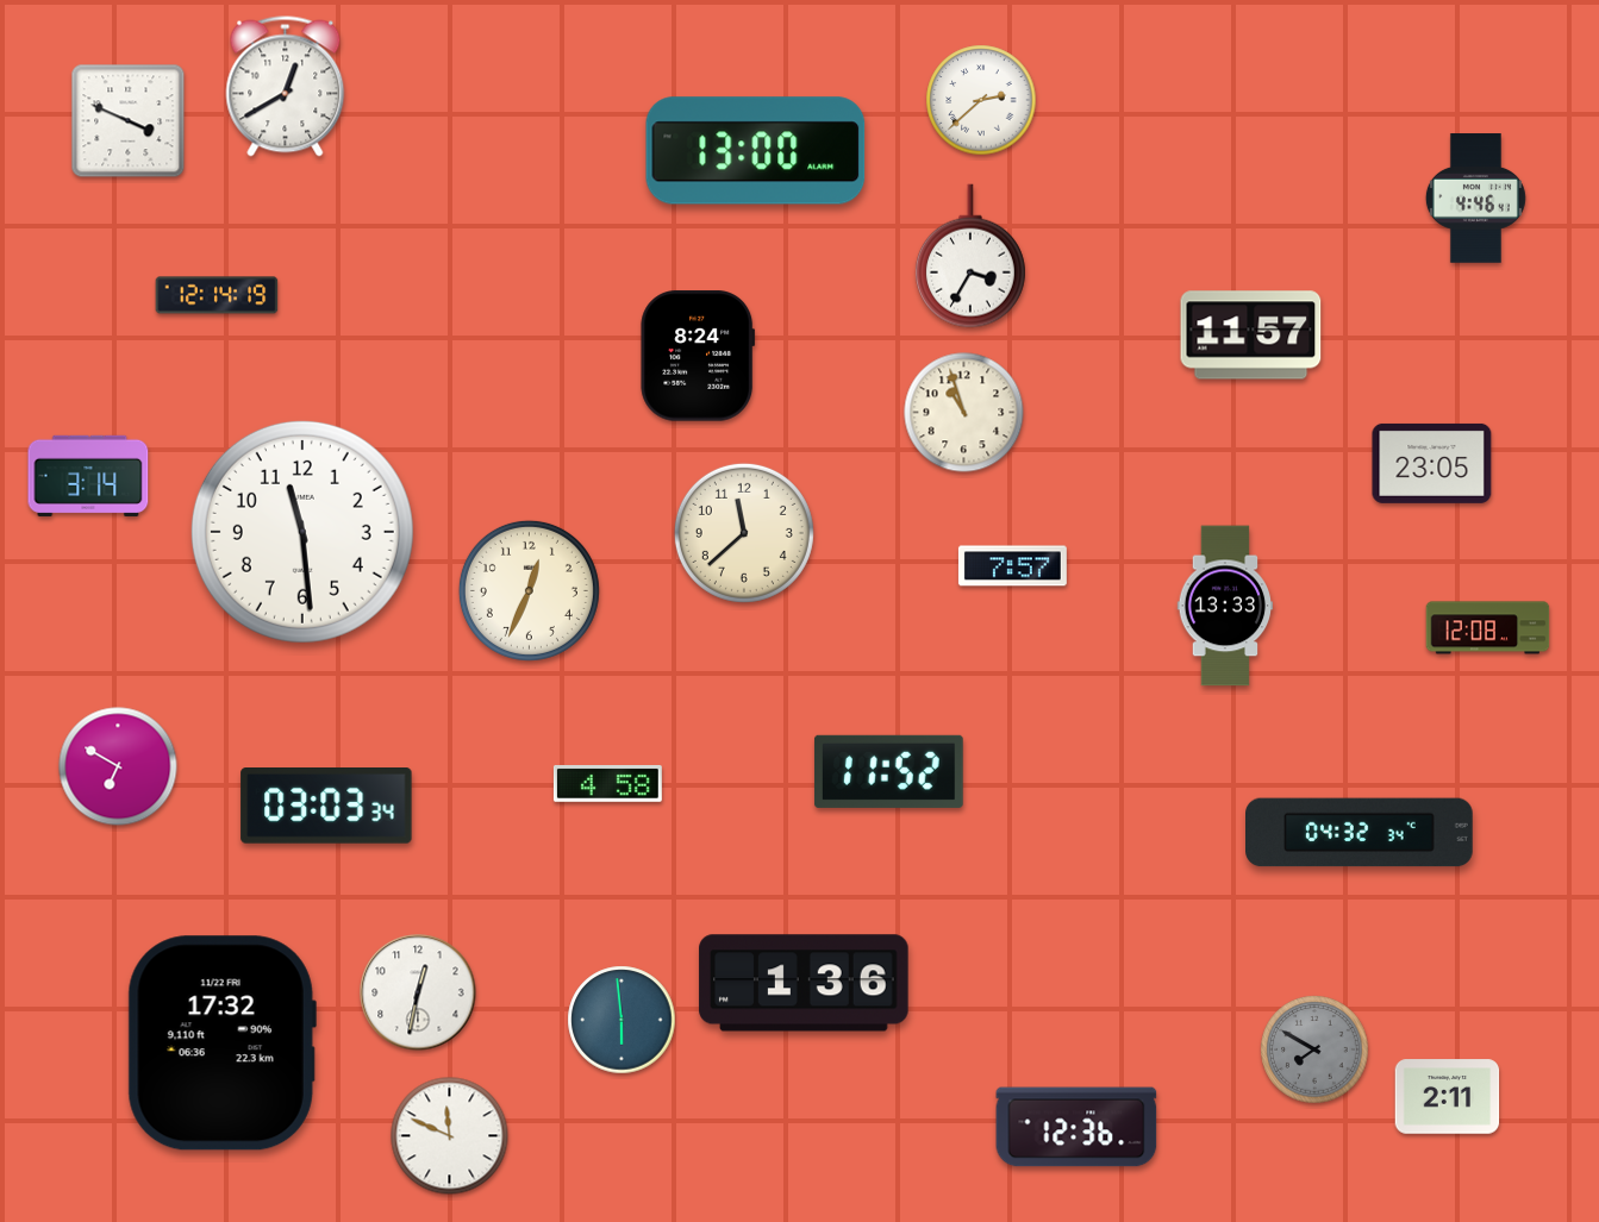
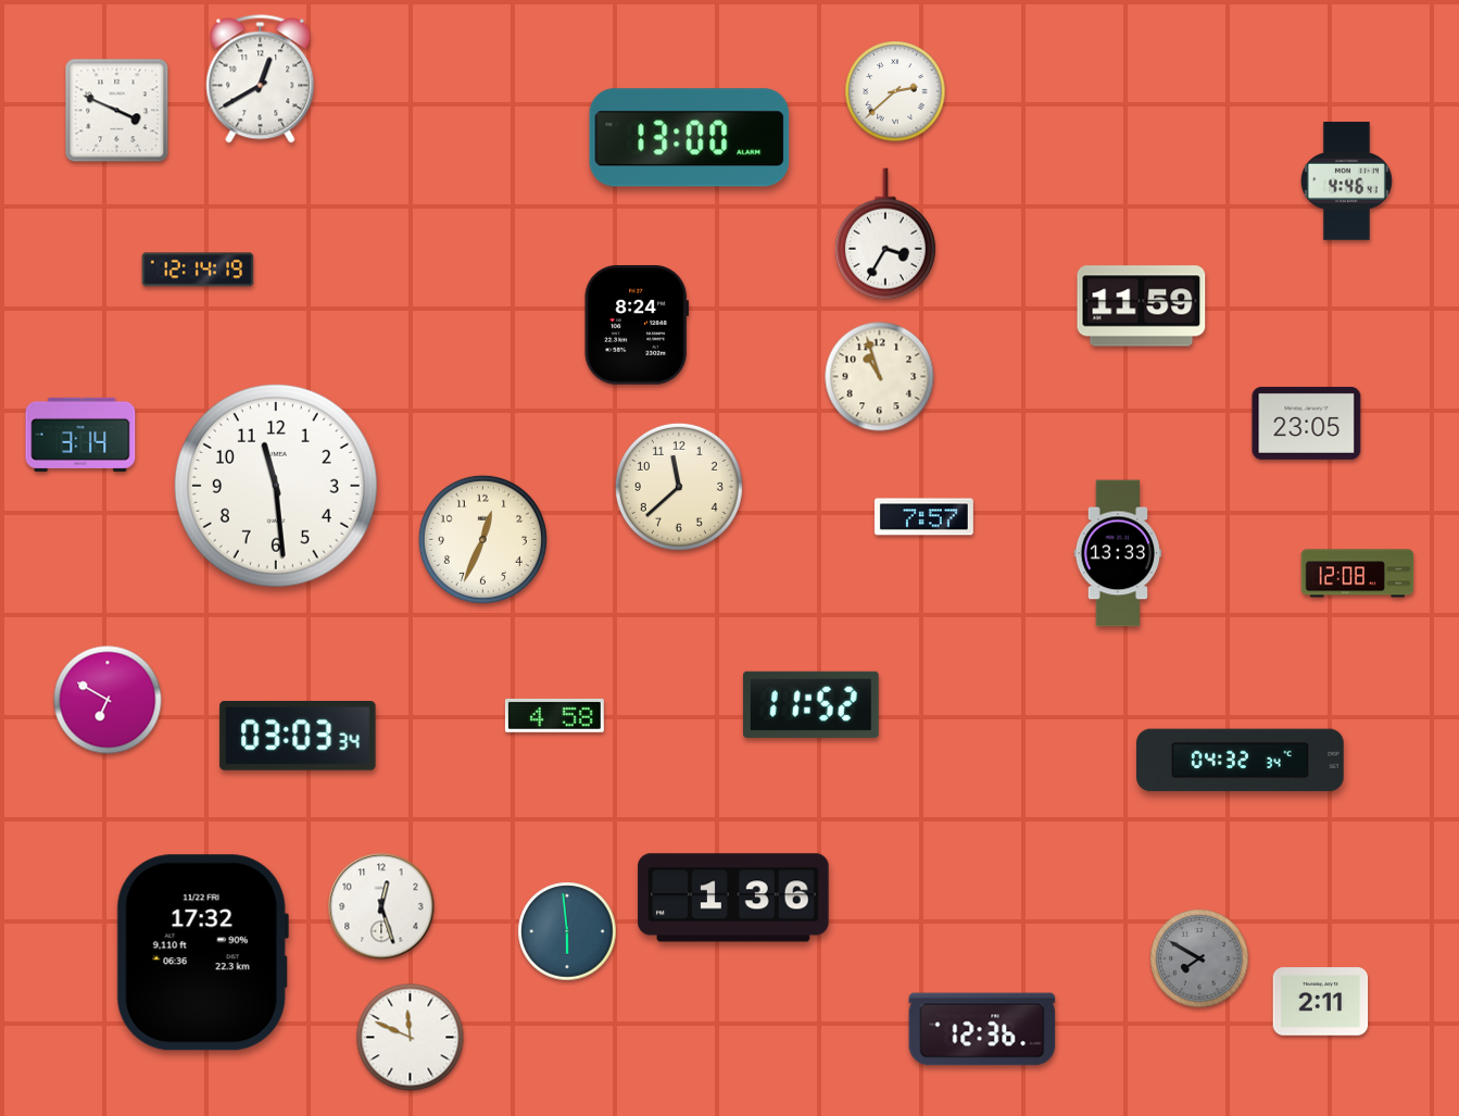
clock at (1251, 336): 11:57 -> 11:59
clock at (418, 992): 12:32 -> 12:27
